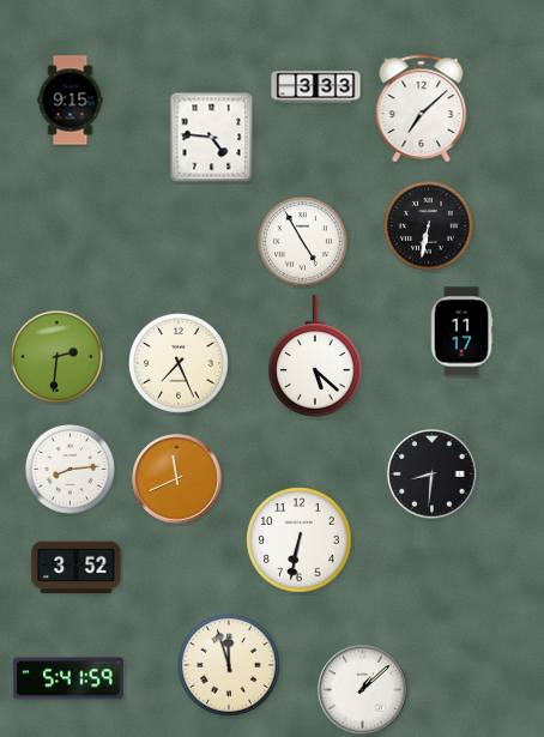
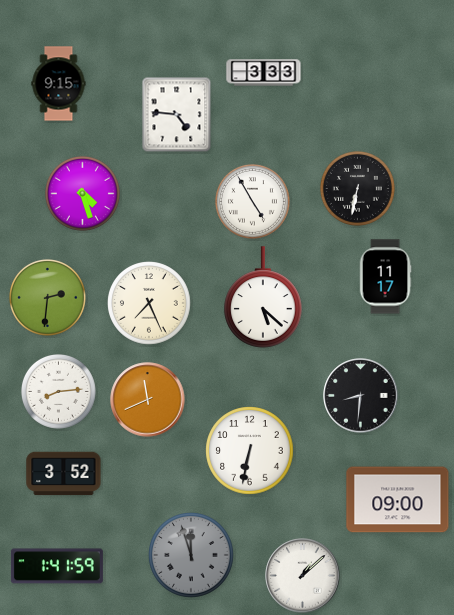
clock at (422, 108): 7:08 -> none
clock at (82, 193): none -> 4:27
clock at (398, 500): none -> 09:00
clock at (229, 665) dial: cream -> grey
clock at (68, 678): 5:41 -> 1:41
